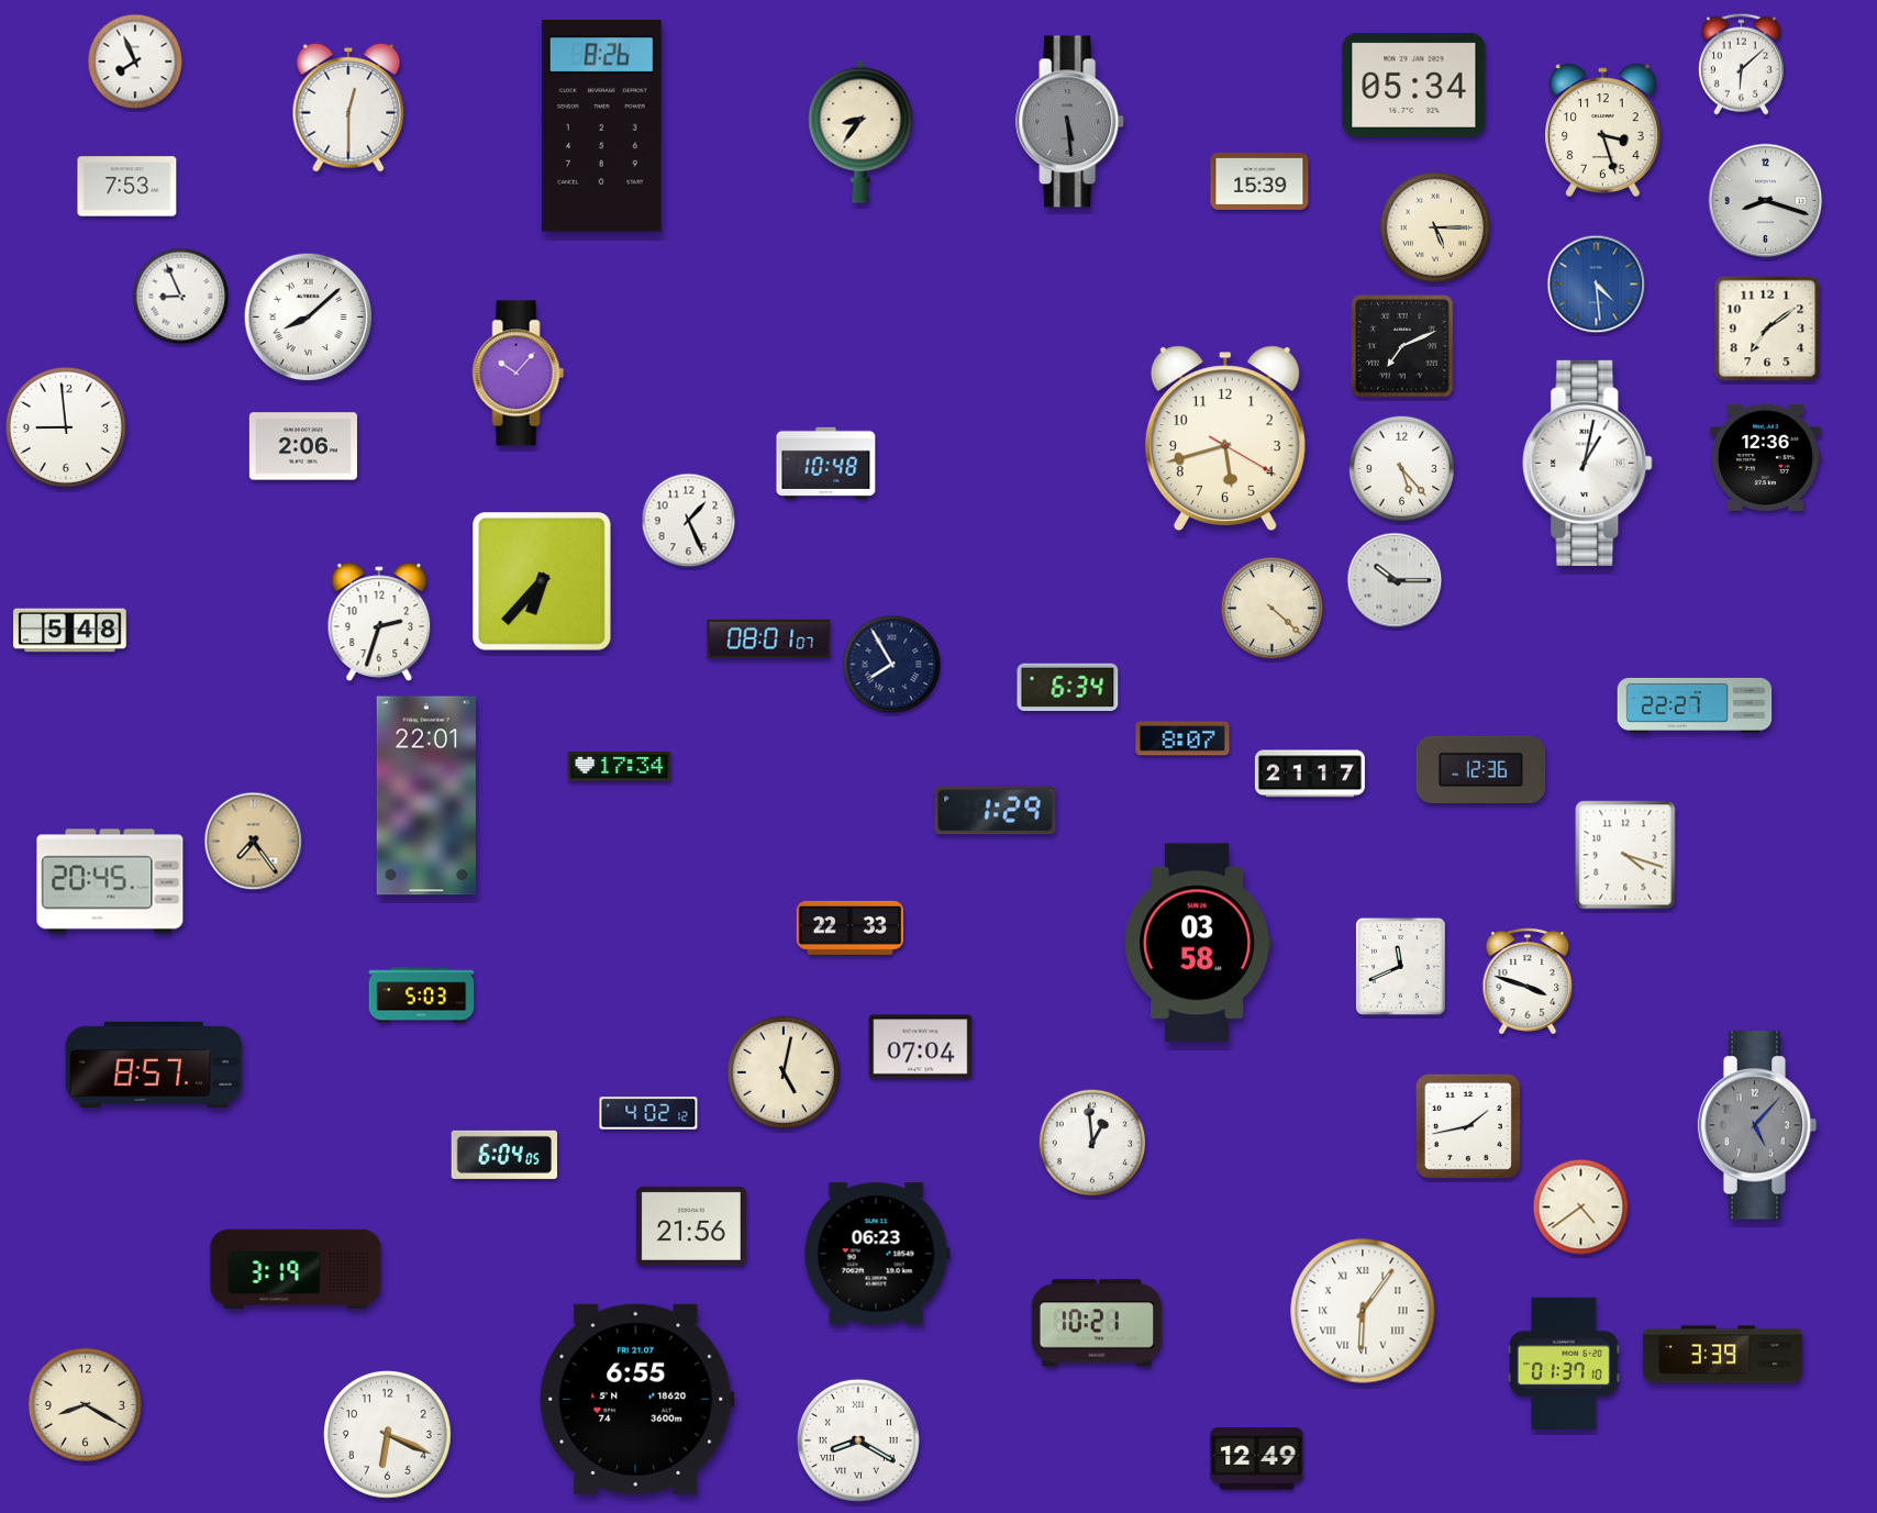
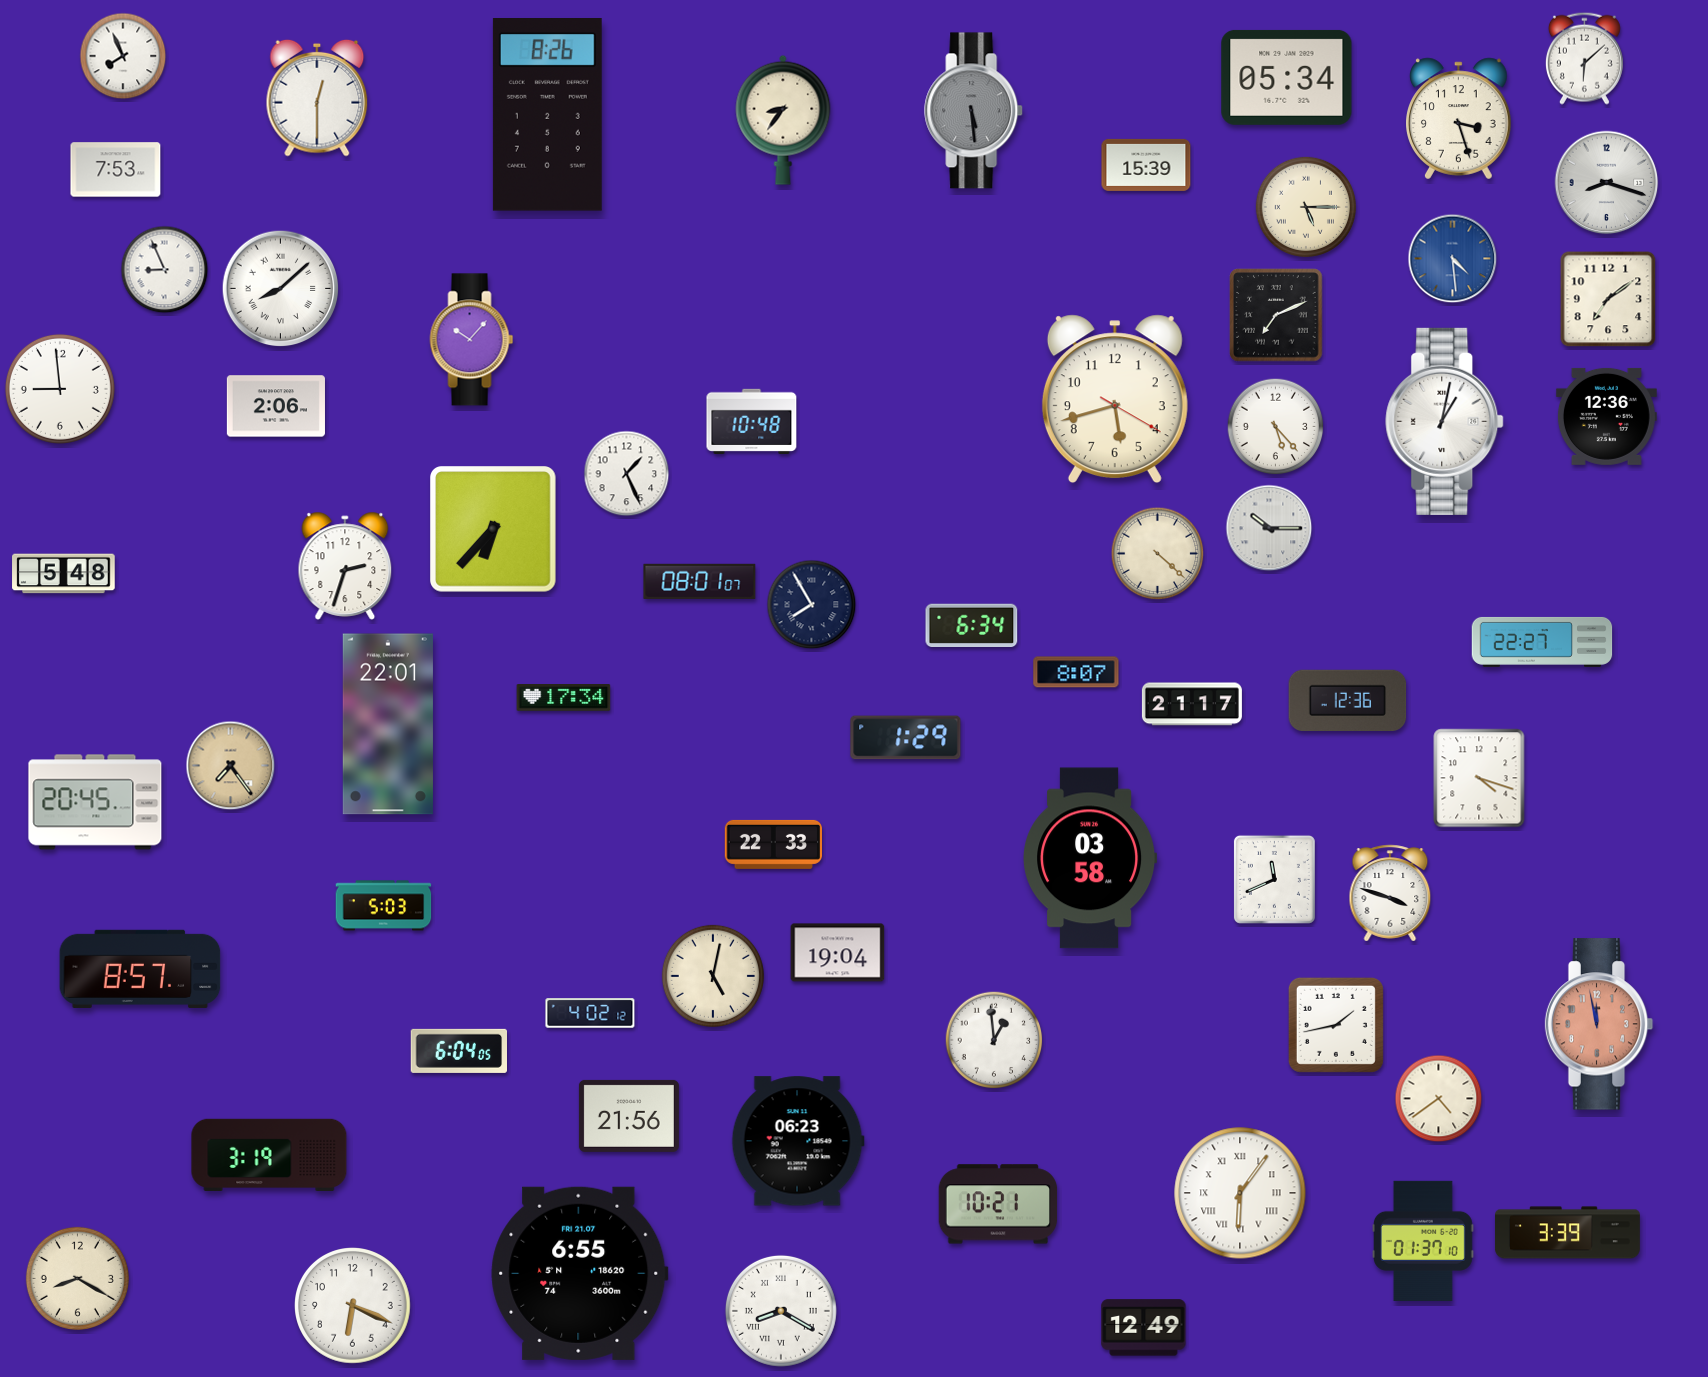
clock at (110, 881) position: (110, 881) -> (95, 802)
clock at (921, 1047): 07:04 -> 19:04
clock at (1757, 1125): 5:07 -> 11:58
clock at (1757, 1125) dial: grey -> salmon
